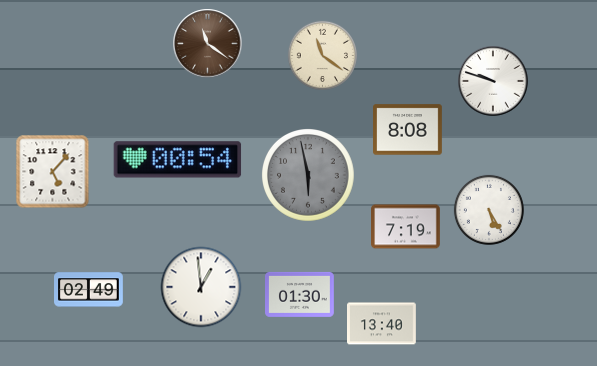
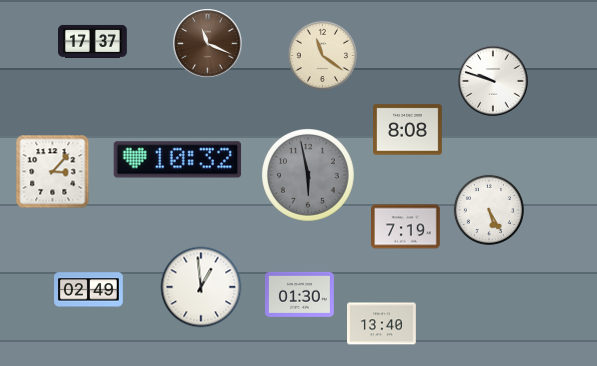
clock at (93, 41): none -> 17:37
clock at (208, 44): 11:21 -> 11:19
clock at (178, 160): 00:54 -> 10:32
clock at (53, 172): 5:07 -> 3:07
